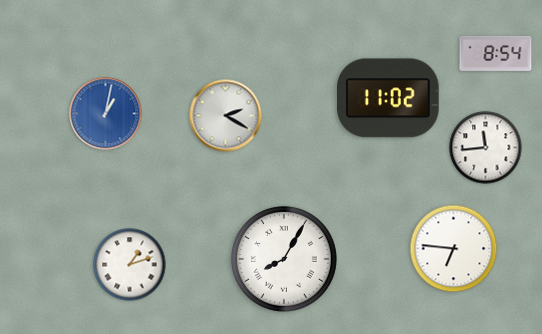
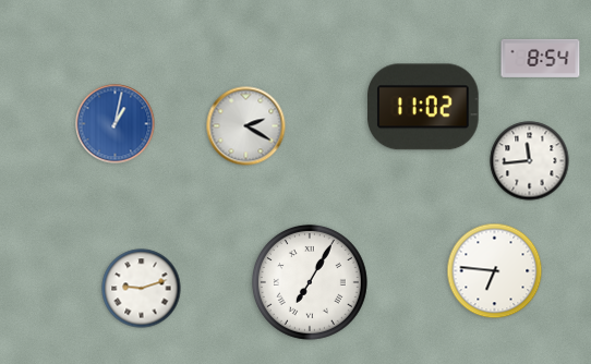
clock at (284, 259): 8:05 -> 7:05
clock at (130, 265): 1:12 -> 9:12
